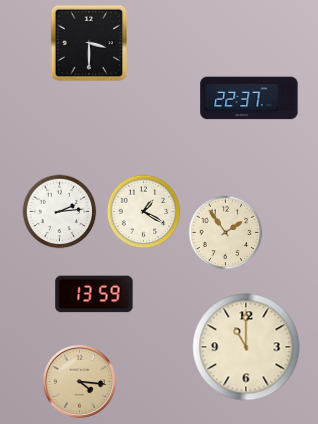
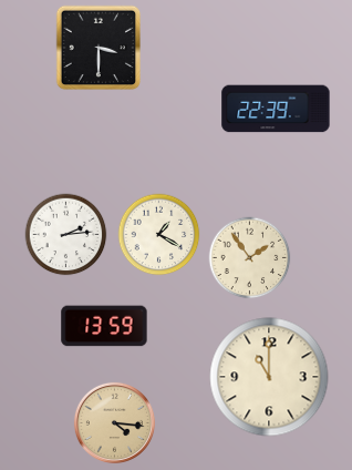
clock at (249, 98): 22:37 -> 22:39
clock at (246, 347) position: (246, 347) -> (269, 377)
clock at (79, 381) position: (79, 381) -> (114, 422)
